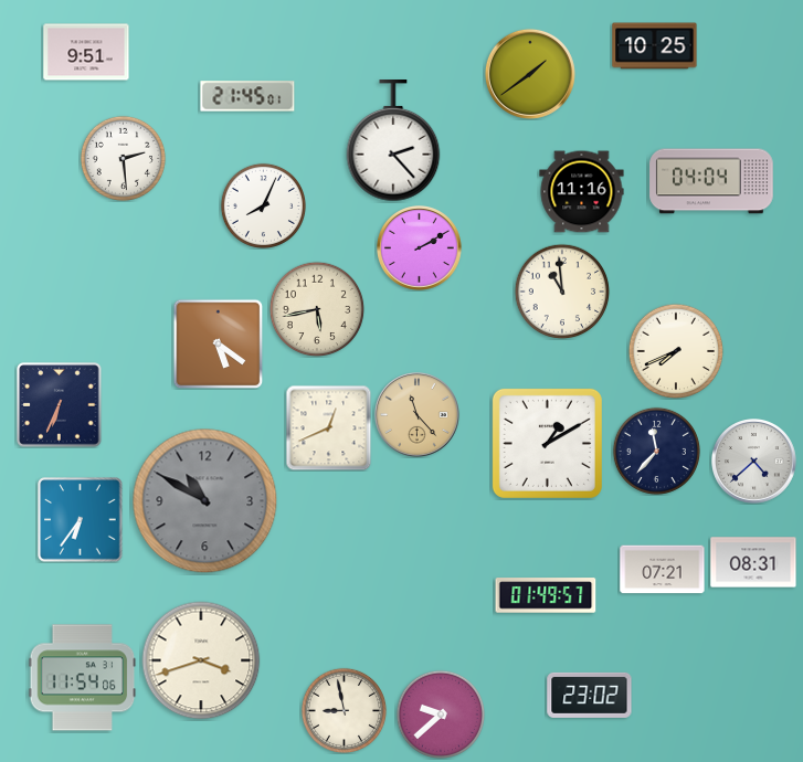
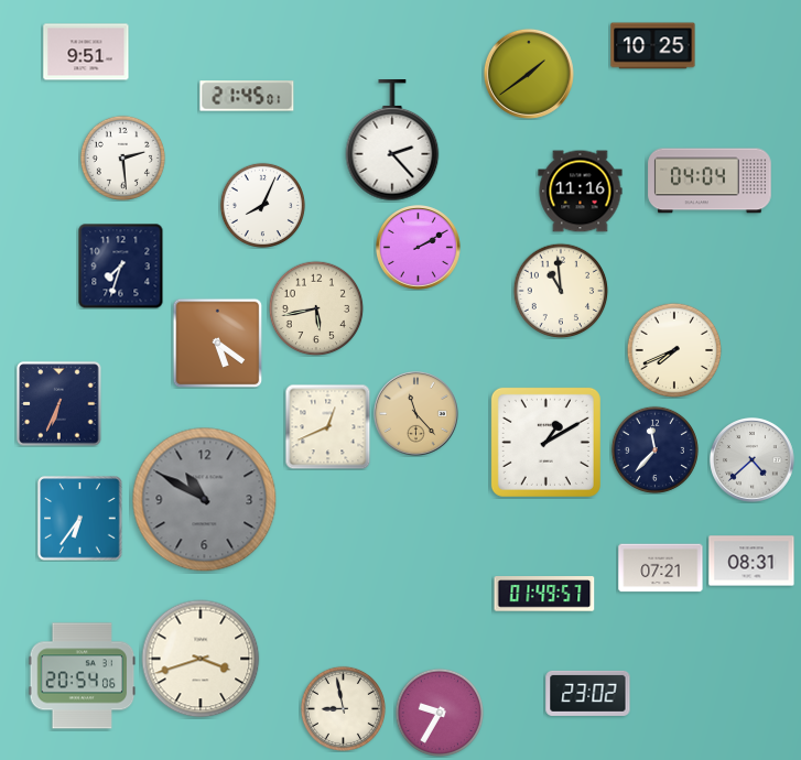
clock at (120, 265): none -> 7:33
clock at (83, 678): 11:54 -> 20:54
clock at (440, 713): 9:38 -> 9:35
